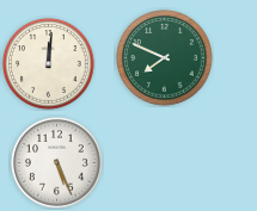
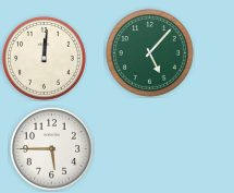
clock at (165, 58): 7:49 -> 5:07
clock at (57, 163): 5:26 -> 5:45
